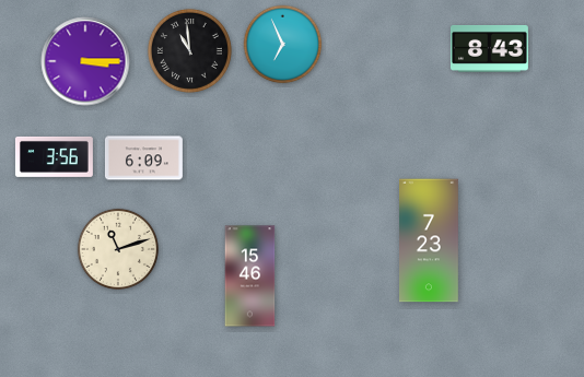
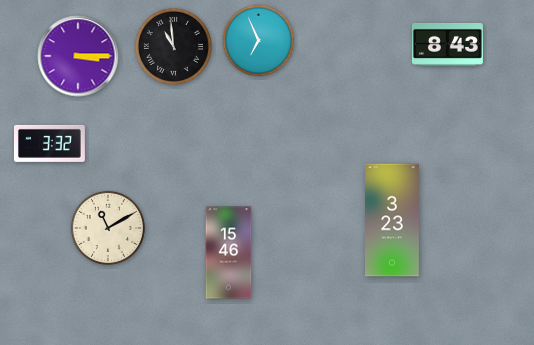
clock at (54, 156): 3:56 -> 3:32
clock at (143, 158): 6:09 -> none
clock at (430, 240): 7:23 -> 3:23
clock at (118, 249): 11:12 -> 11:10
